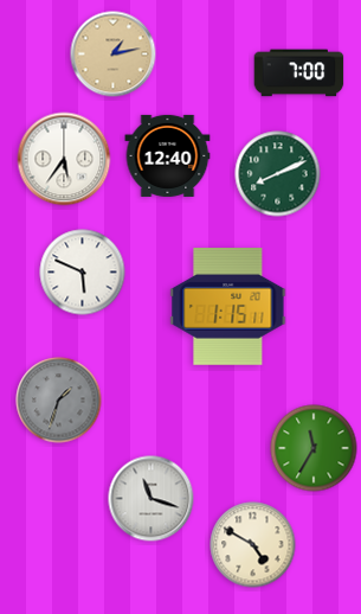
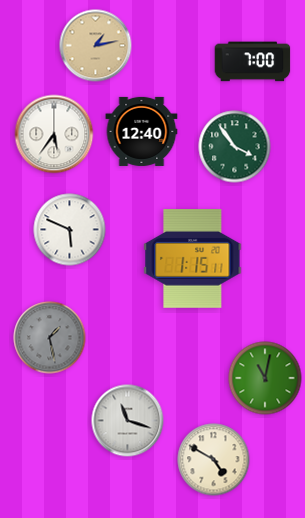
clock at (278, 174): 8:11 -> 3:54
clock at (59, 401): 1:33 -> 1:28
clock at (314, 448): 11:35 -> 11:02
